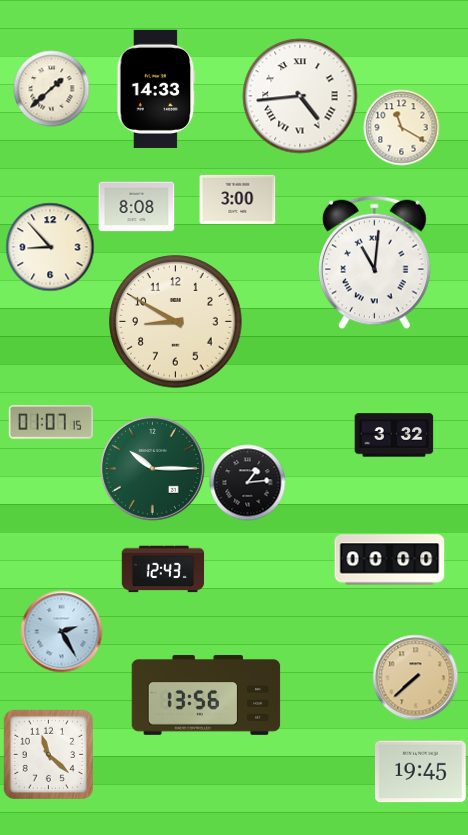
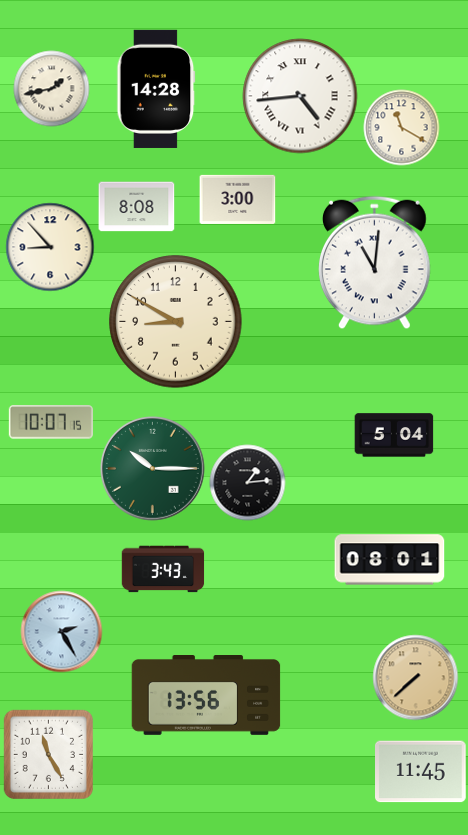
clock at (52, 89): 1:38 -> 1:43
clock at (156, 89): 14:33 -> 14:28
clock at (51, 422): 01:07 -> 10:07
clock at (394, 435): 3:32 -> 5:04
clock at (390, 560): 00:00 -> 08:01
clock at (163, 569): 12:43 -> 3:43
clock at (48, 754): 11:22 -> 11:25
clock at (421, 772): 19:45 -> 11:45
